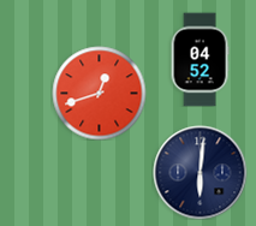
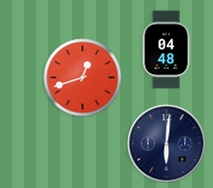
clock at (200, 59): 04:52 -> 04:48
